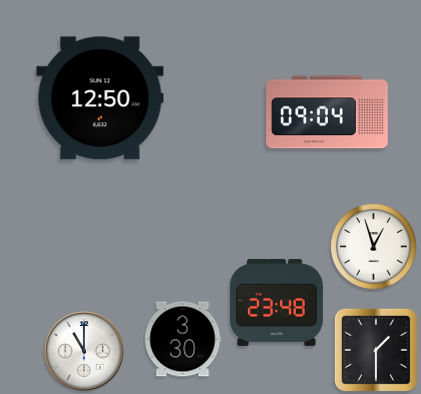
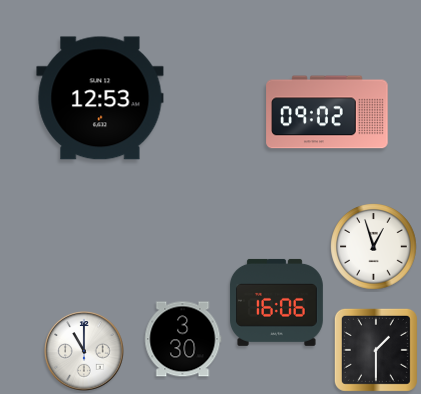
clock at (100, 98): 12:50 -> 12:53
clock at (327, 112): 09:04 -> 09:02
clock at (276, 302): 23:48 -> 16:06
